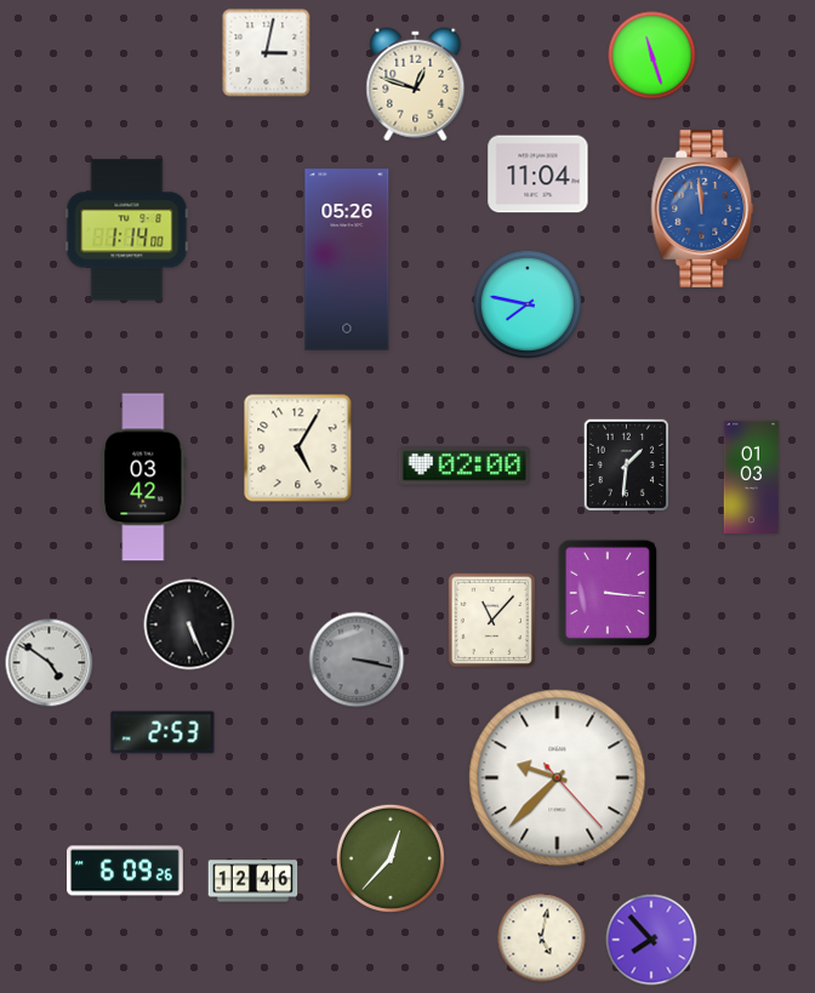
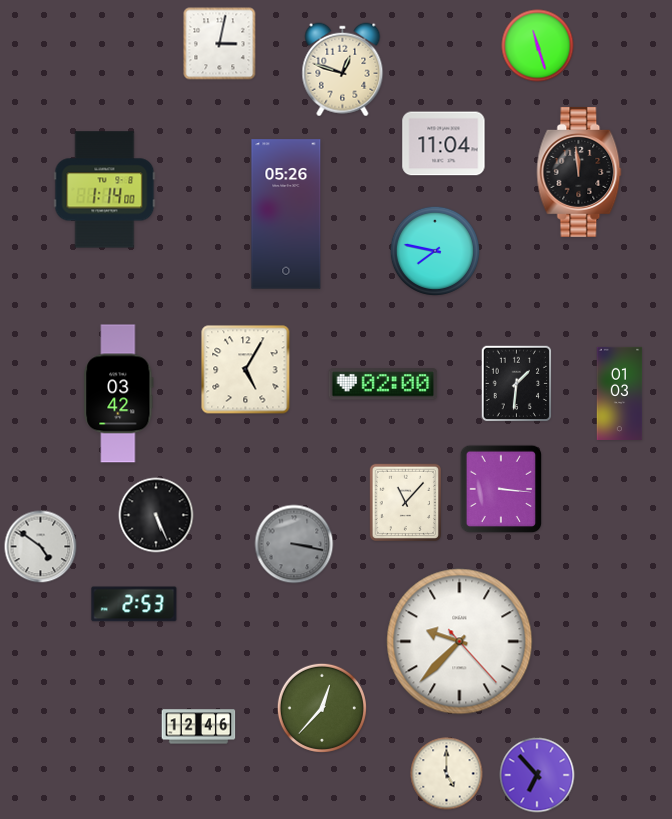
clock at (702, 209) dial: blue -> black
clock at (491, 620) position: (491, 620) -> (405, 502)
clock at (126, 871): 6:09 -> none
clock at (253, 881) position: (253, 881) -> (199, 727)
clock at (542, 938): 5:02 -> 5:00
clock at (651, 940): 7:53 -> 6:53
